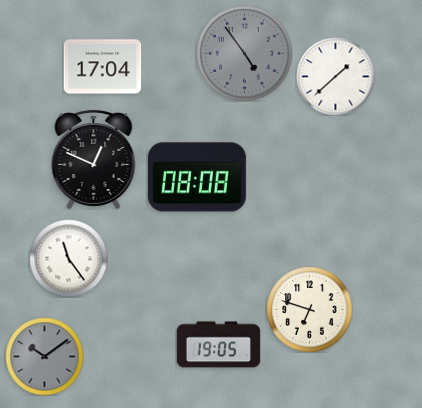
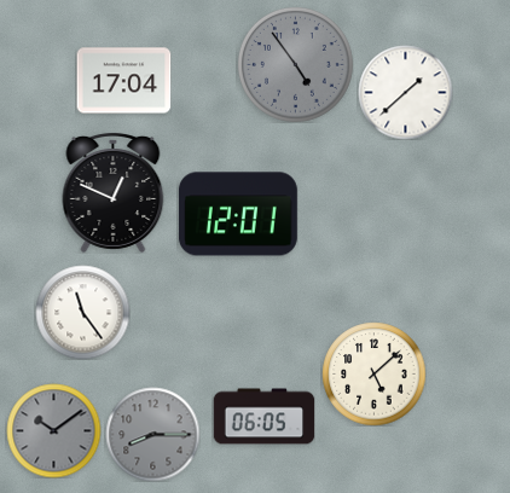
clock at (197, 177): 08:08 -> 12:01
clock at (309, 309): 6:48 -> 5:08
clock at (218, 345): 19:05 -> 06:05
clock at (152, 434): none -> 8:15
